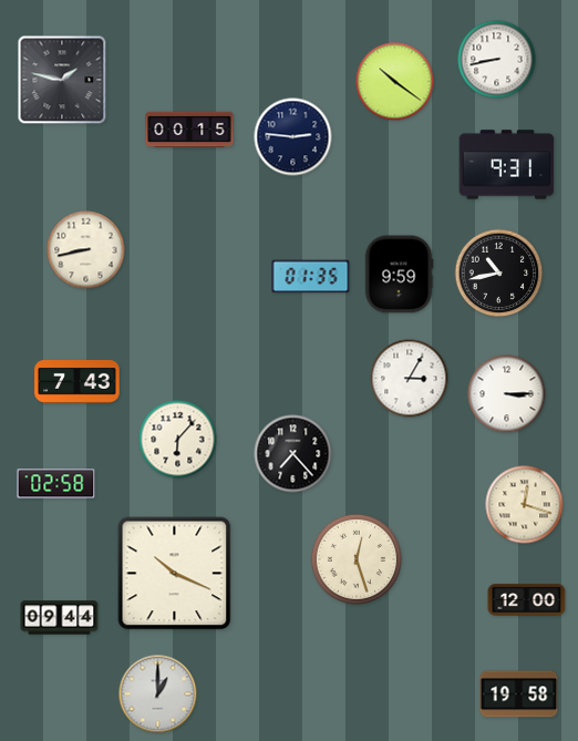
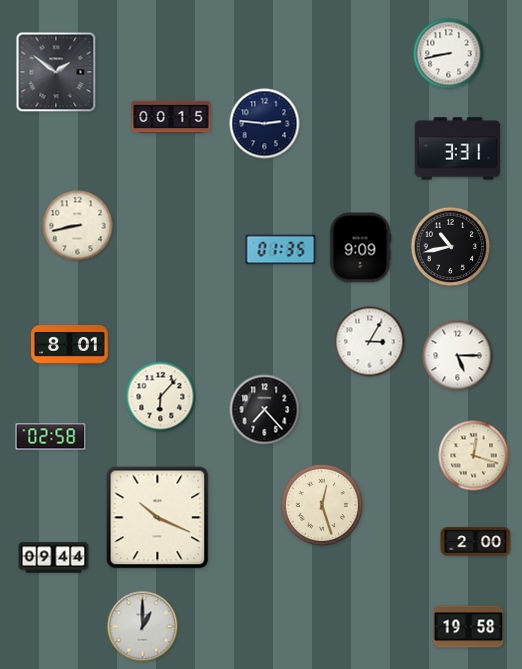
clock at (62, 80): 1:47 -> 1:51
clock at (395, 82): 10:21 -> none
clock at (507, 165): 9:31 -> 3:31
clock at (399, 275): 9:59 -> 9:09
clock at (78, 382): 7:43 -> 8:01
clock at (507, 394): 3:15 -> 5:15
clock at (527, 600): 12:00 -> 2:00
